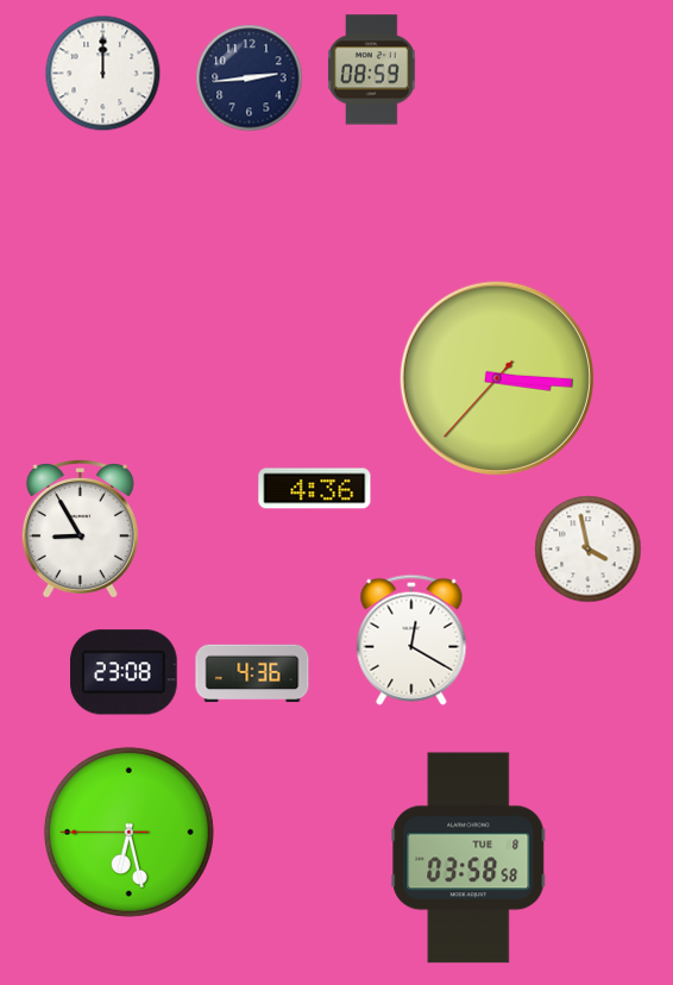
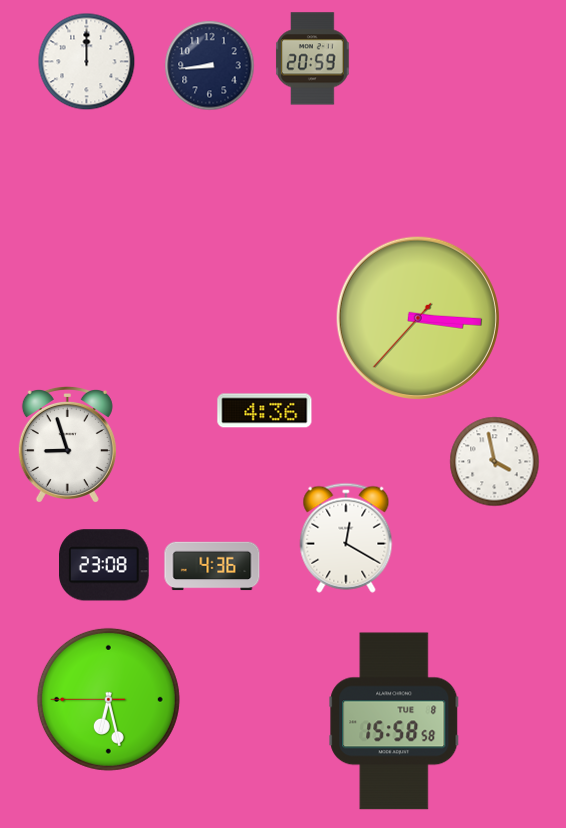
clock at (372, 70): 08:59 -> 20:59
clock at (250, 79): 2:44 -> 8:44
clock at (80, 528): 8:55 -> 8:57
clock at (468, 858): 03:58 -> 15:58
